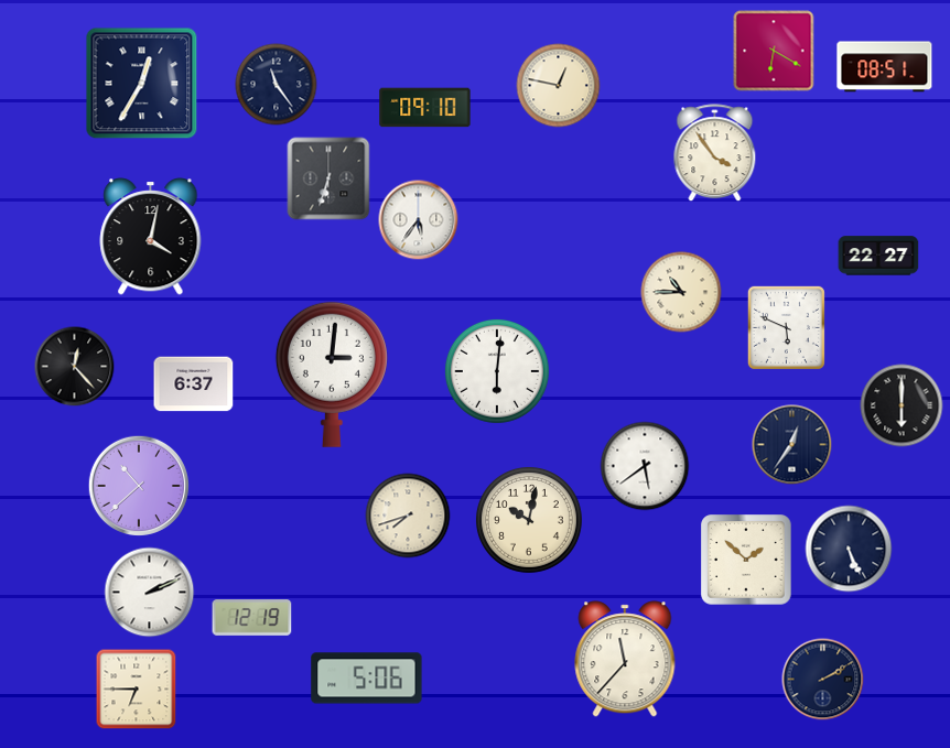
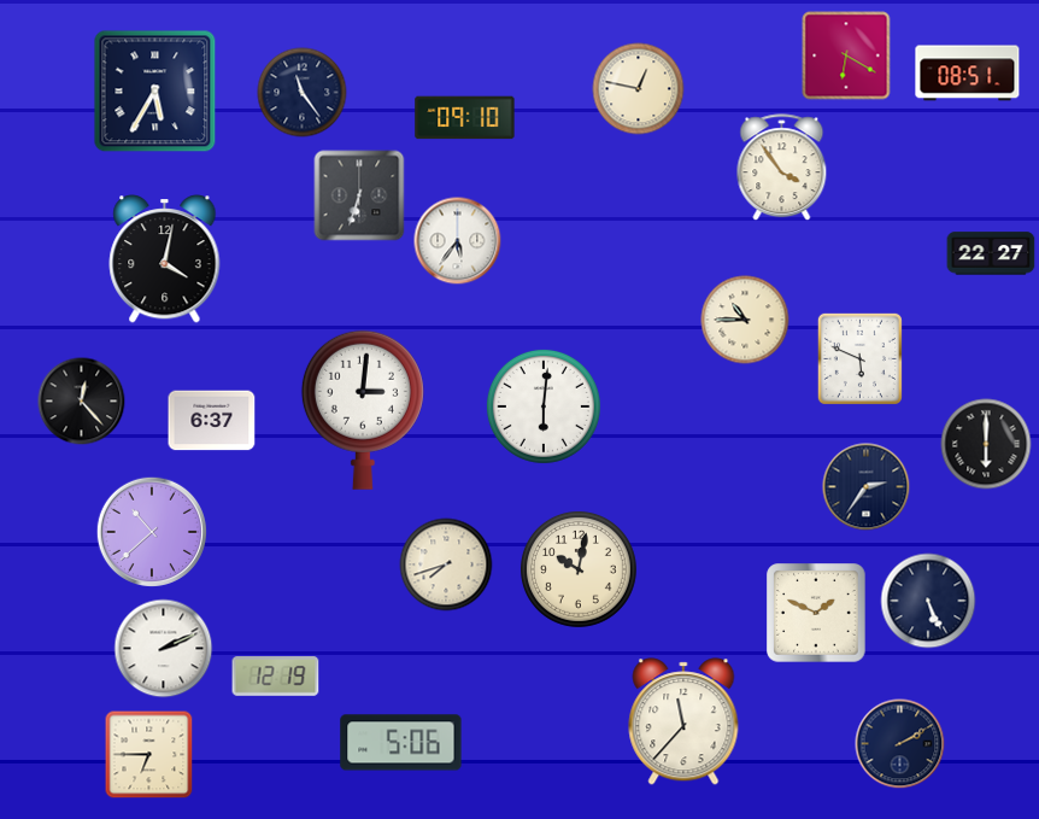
clock at (142, 84): 12:35 -> 5:35
clock at (559, 86) position: (559, 86) -> (639, 89)
clock at (878, 256) position: (878, 256) -> (991, 253)
clock at (792, 445): 12:36 -> 2:36
clock at (645, 466): 5:39 -> none
clock at (746, 560): 1:52 -> 1:49
